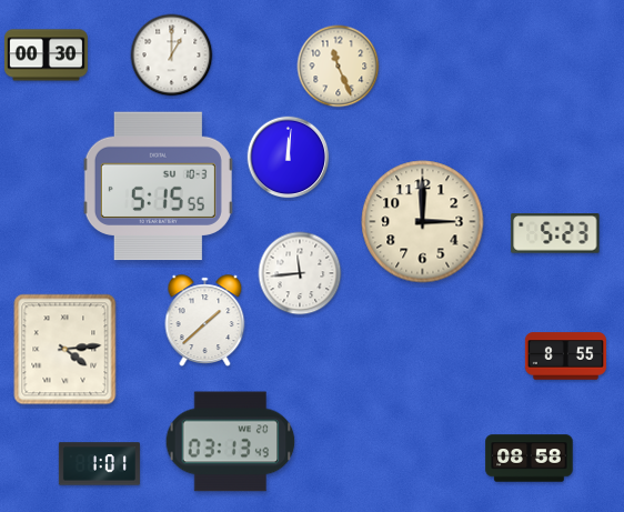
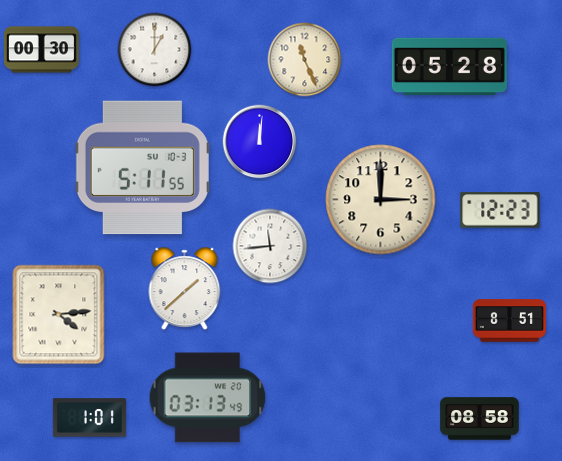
clock at (449, 67): none -> 05:28
clock at (158, 187): 5:15 -> 5:11
clock at (555, 233): 5:23 -> 12:23
clock at (565, 357): 8:55 -> 8:51
clock at (530, 459) position: (530, 459) -> (480, 419)
